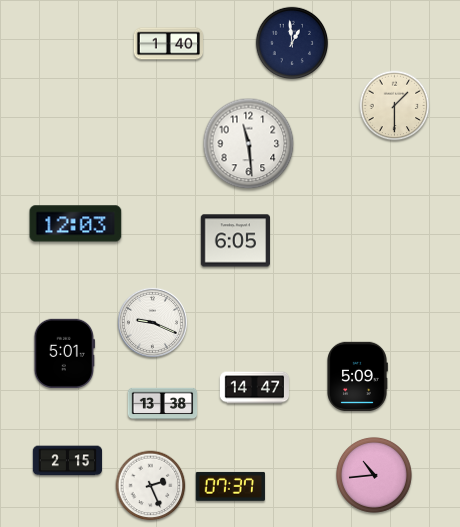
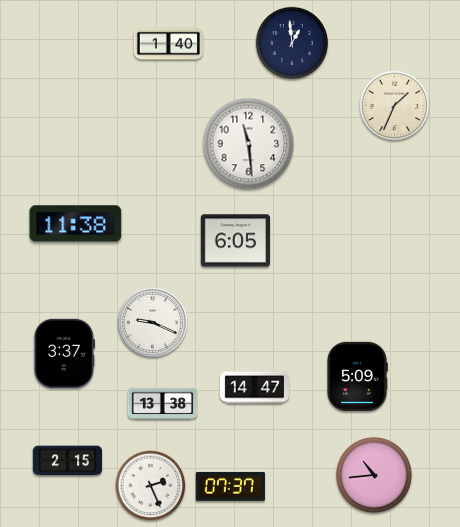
clock at (395, 106): 1:30 -> 1:34
clock at (76, 224): 12:03 -> 11:38
clock at (65, 353): 5:01 -> 3:37
